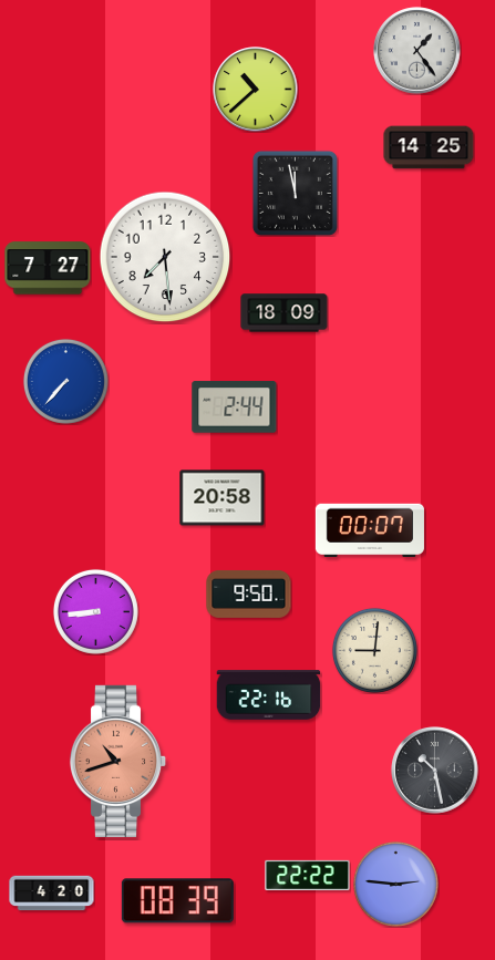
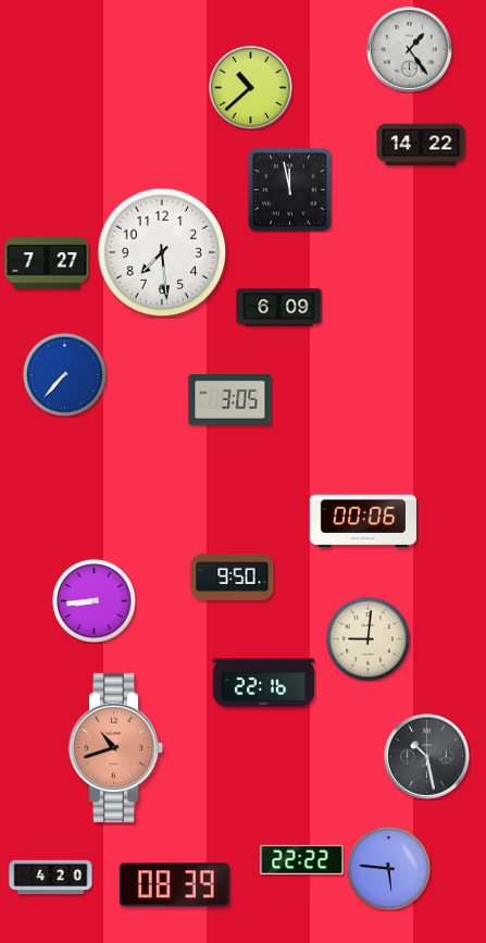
clock at (429, 147): 14:25 -> 14:22
clock at (285, 313): 18:09 -> 6:09
clock at (235, 407): 2:44 -> 3:05
clock at (223, 498): 20:58 -> none
clock at (370, 530): 00:07 -> 00:06
clock at (249, 593) position: (249, 593) -> (233, 576)
clock at (395, 884): 2:46 -> 5:46
